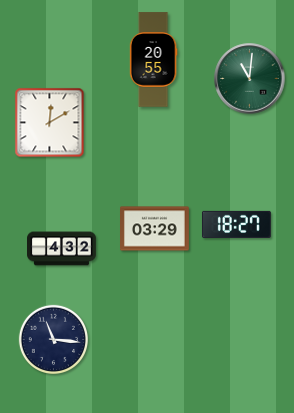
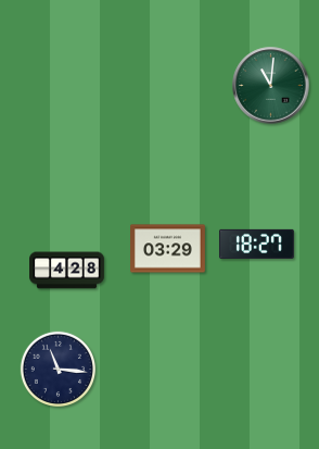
clock at (153, 60): 20:55 -> none
clock at (50, 123): 12:10 -> none
clock at (62, 249): 4:32 -> 4:28
